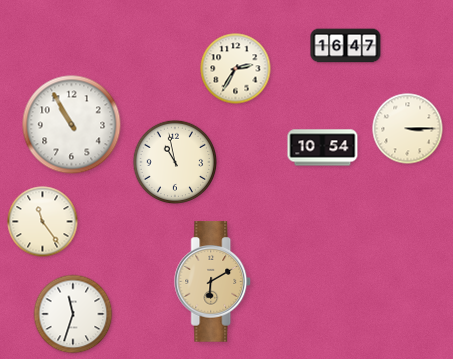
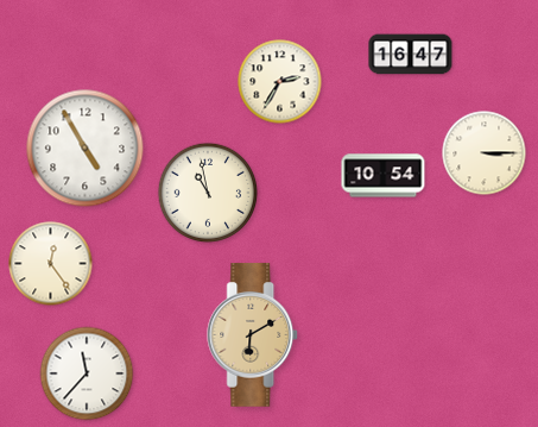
clock at (72, 125): 10:55 -> 4:55
clock at (43, 222): 11:24 -> 12:24
clock at (73, 314): 11:33 -> 11:37
